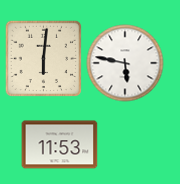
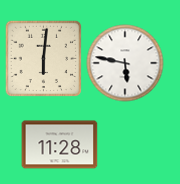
clock at (60, 145): 11:53 -> 11:28
